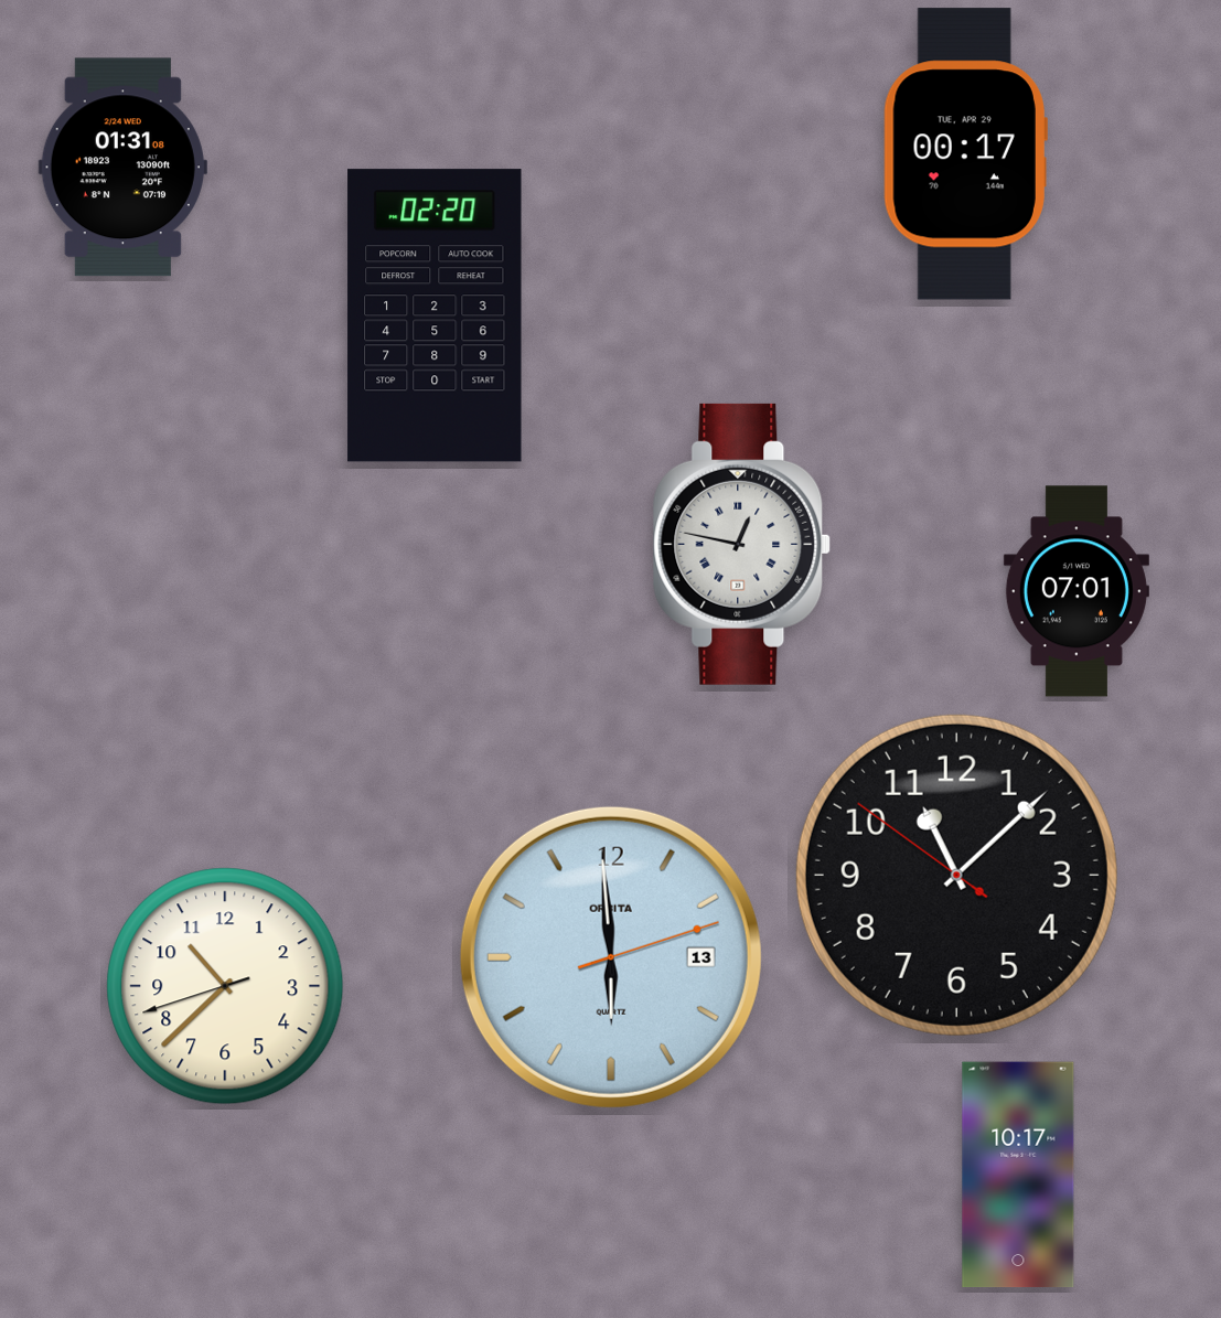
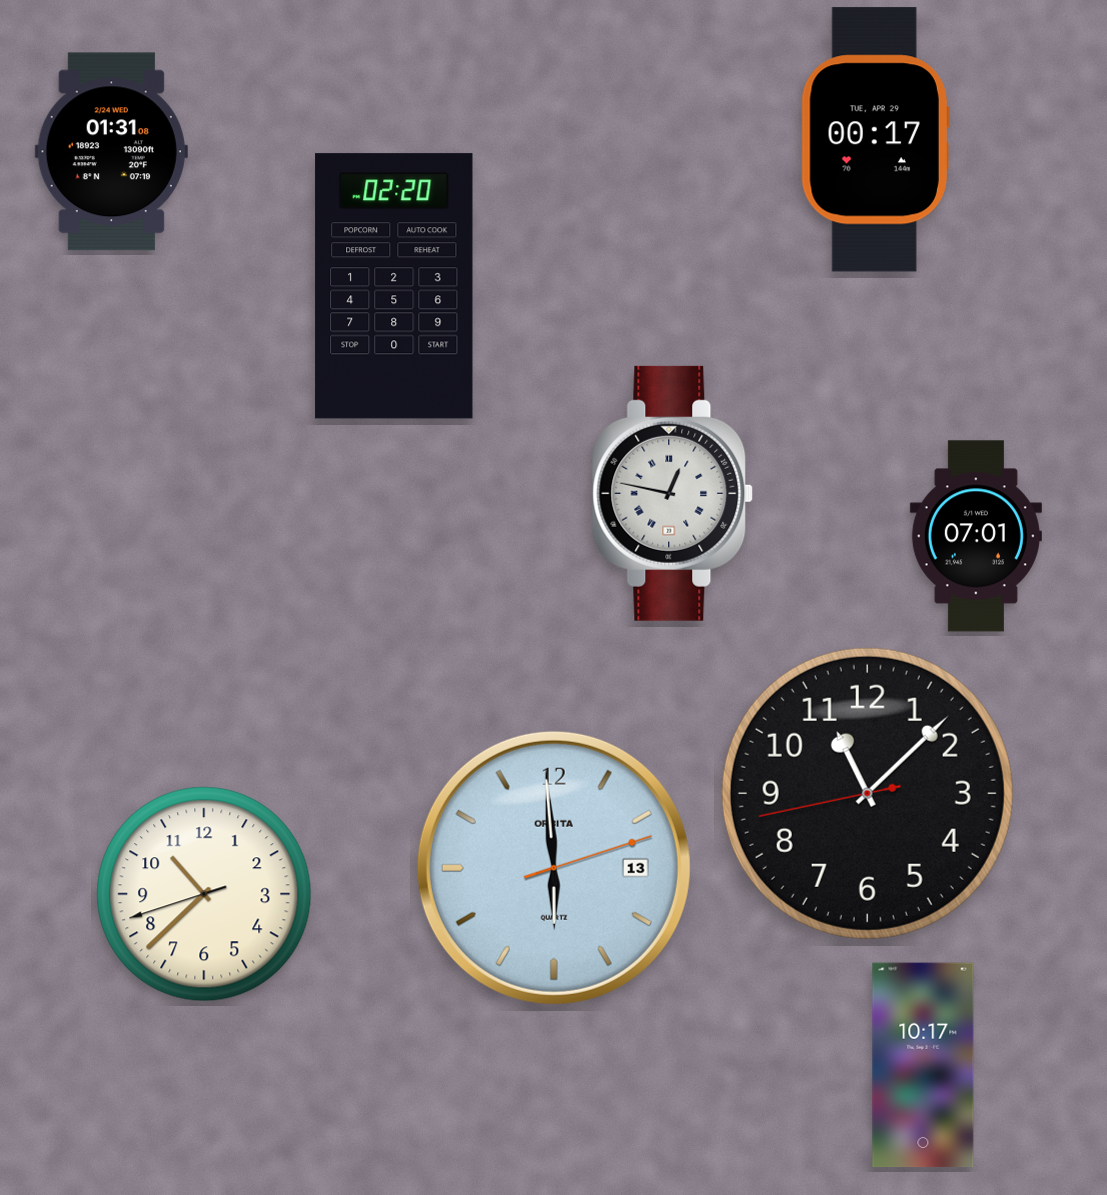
clock at (956, 875): 11:07:51 -> 11:07:43
